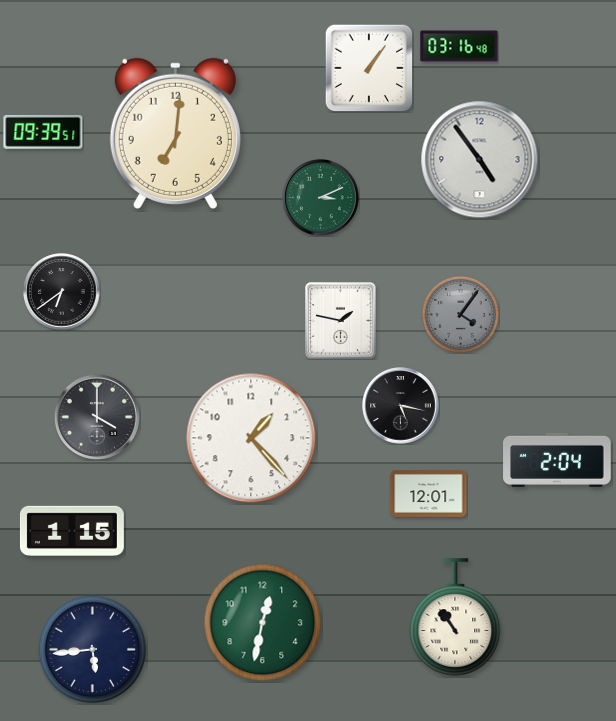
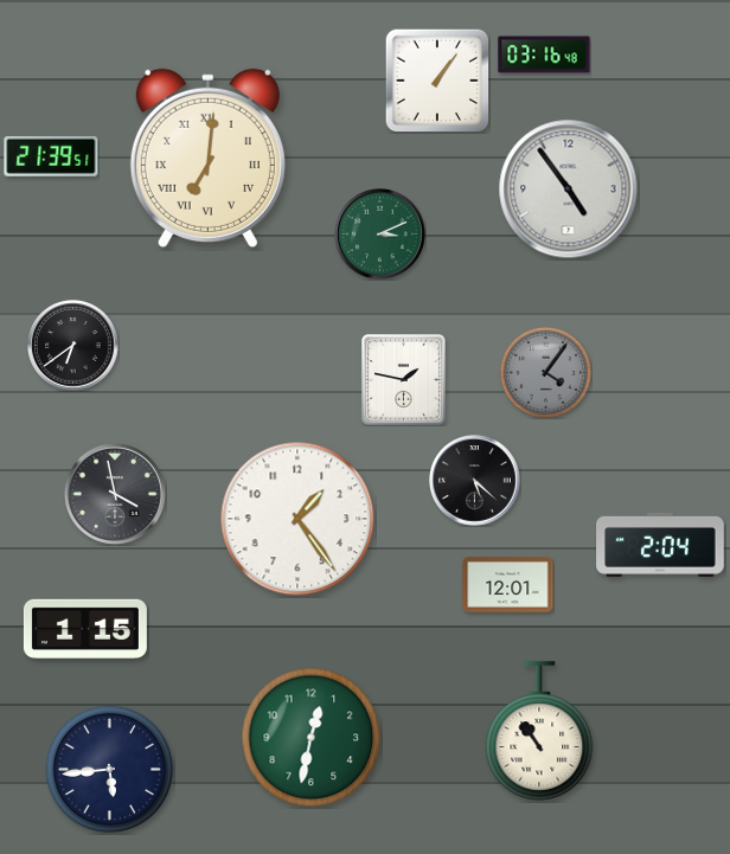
clock at (43, 132): 09:39 -> 21:39
clock at (175, 133) numerals: Arabic -> Roman
clock at (401, 406): 5:17 -> 5:22
clock at (97, 417): 4:00 -> 3:58
clock at (251, 438): 1:23 -> 1:24
